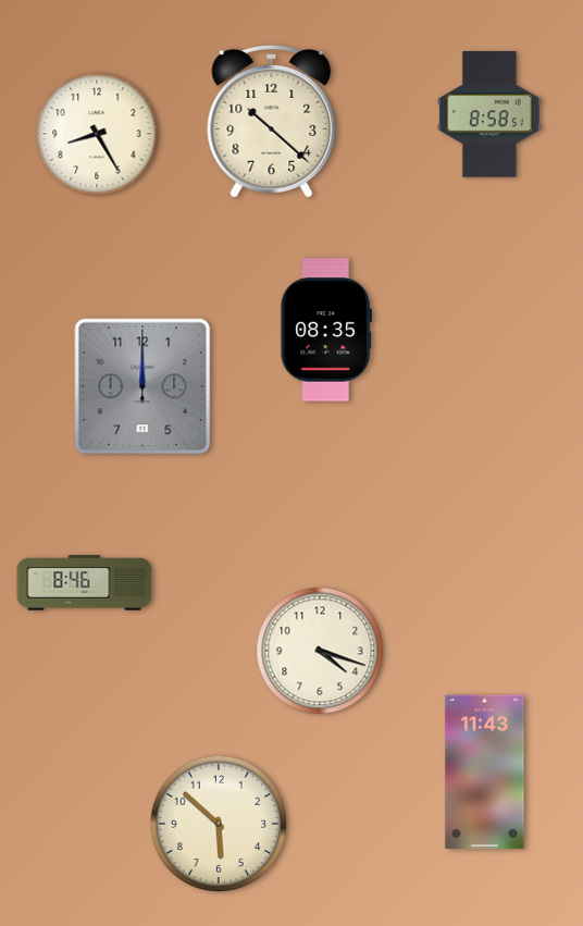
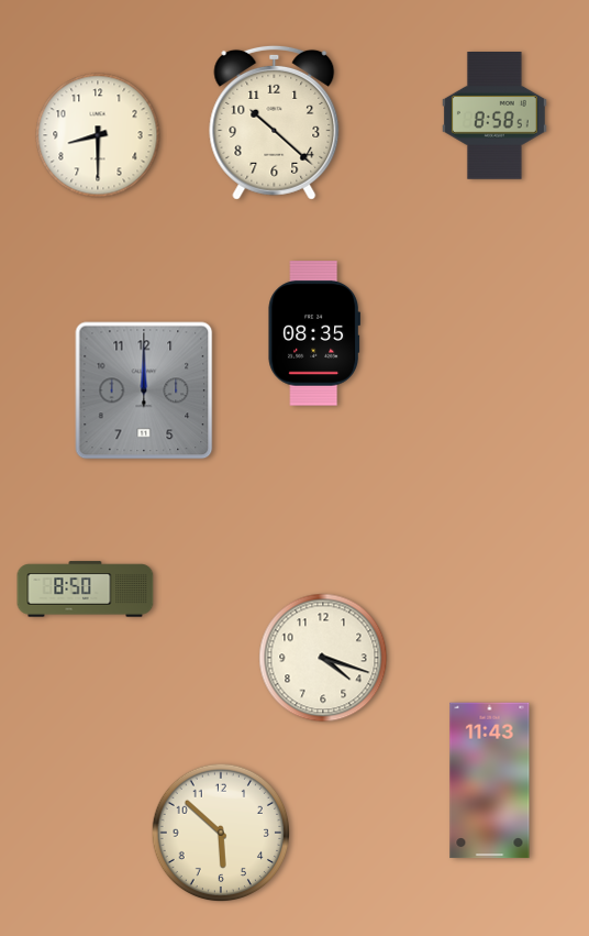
clock at (97, 134): 8:25 -> 8:30
clock at (326, 330) position: (326, 330) -> (314, 333)
clock at (85, 583): 8:46 -> 8:50
